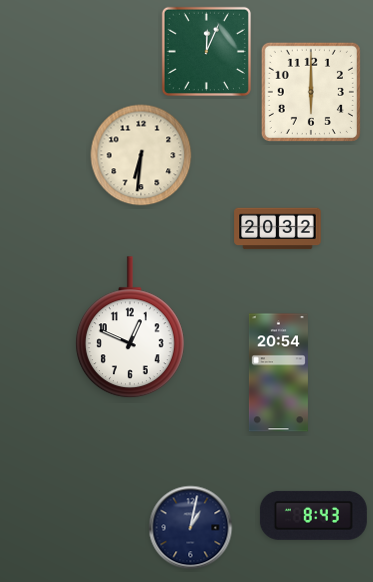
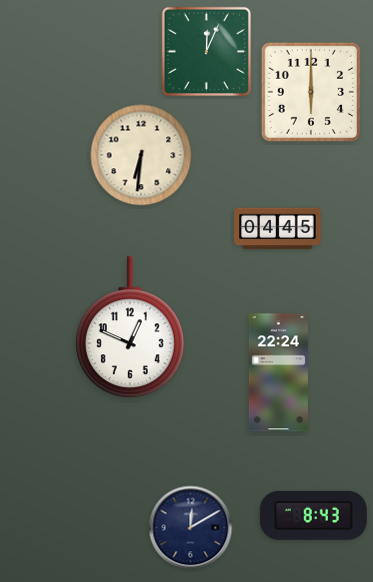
clock at (278, 229): 20:32 -> 04:45
clock at (278, 373): 20:54 -> 22:24
clock at (191, 528): 1:02 -> 12:10
